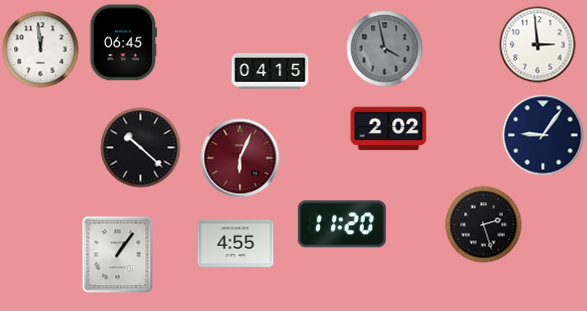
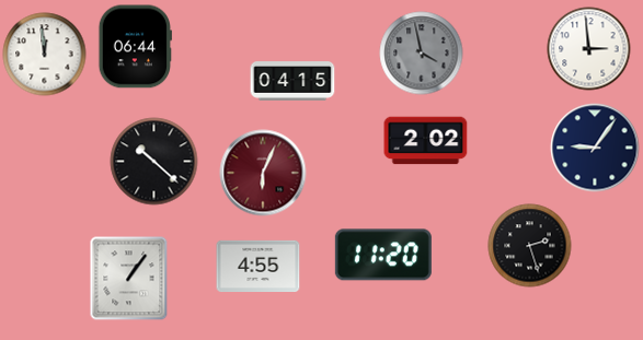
clock at (123, 43): 06:45 -> 06:44
clock at (270, 71) position: (270, 71) -> (292, 81)
clock at (342, 224) position: (342, 224) -> (383, 255)
